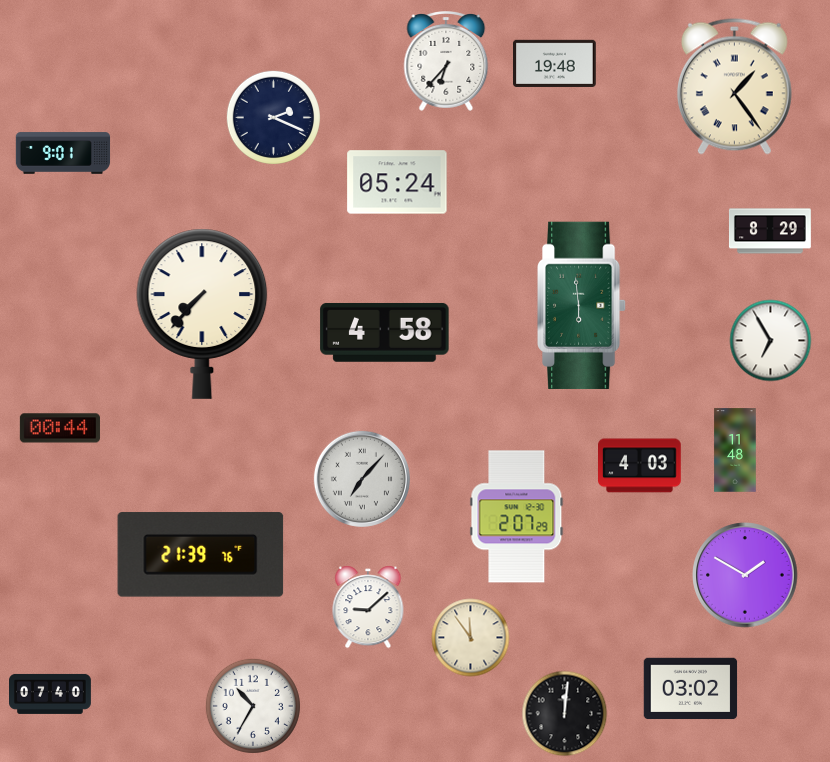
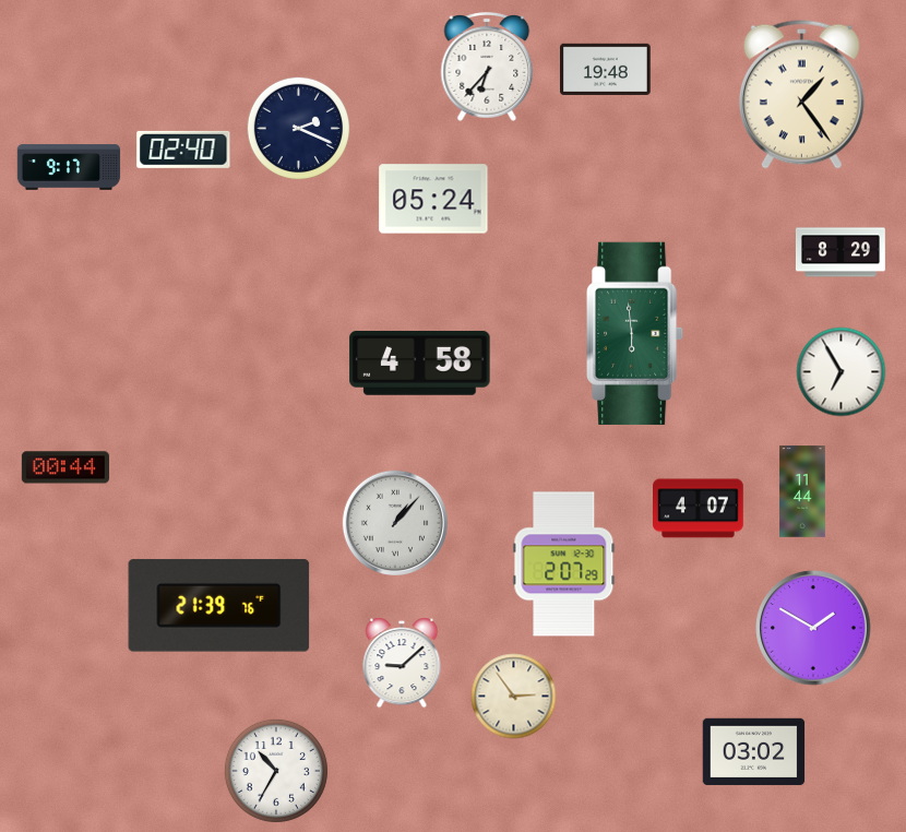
clock at (183, 150): none -> 02:40
clock at (63, 153): 9:01 -> 9:17
clock at (202, 314): 7:37 -> none
clock at (735, 450): 11:48 -> 11:44
clock at (640, 466): 4:03 -> 4:07
clock at (362, 479): 7:07 -> 1:07
clock at (471, 638): 11:54 -> 2:54
clock at (51, 694): 07:40 -> none
clock at (565, 714): 12:01 -> none
